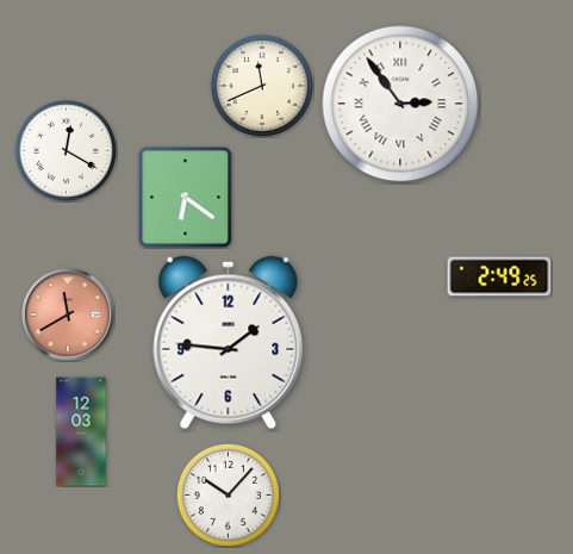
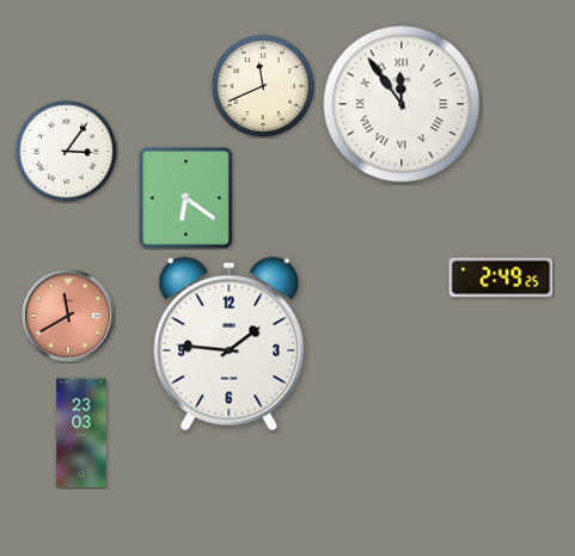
clock at (400, 104): 2:54 -> 11:54
clock at (66, 150): 12:20 -> 3:06
clock at (81, 431): 12:03 -> 23:03
clock at (228, 494): 10:07 -> none
